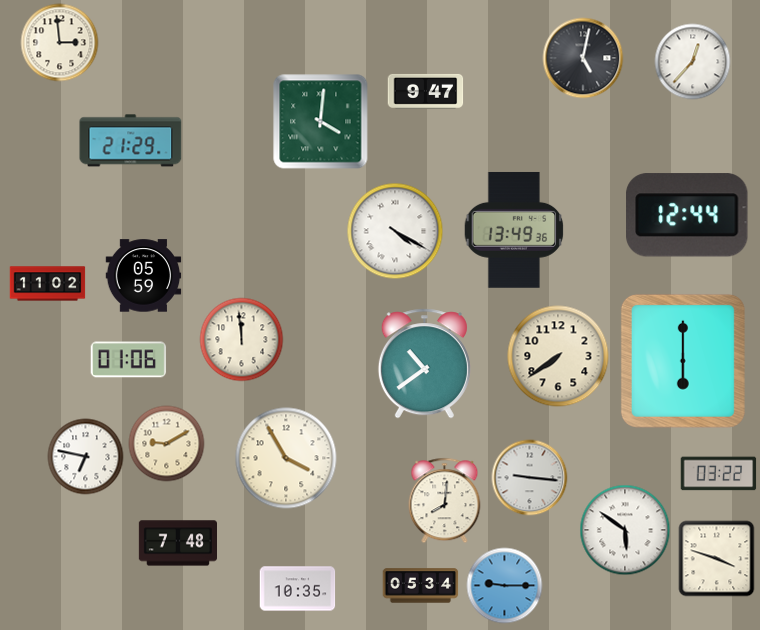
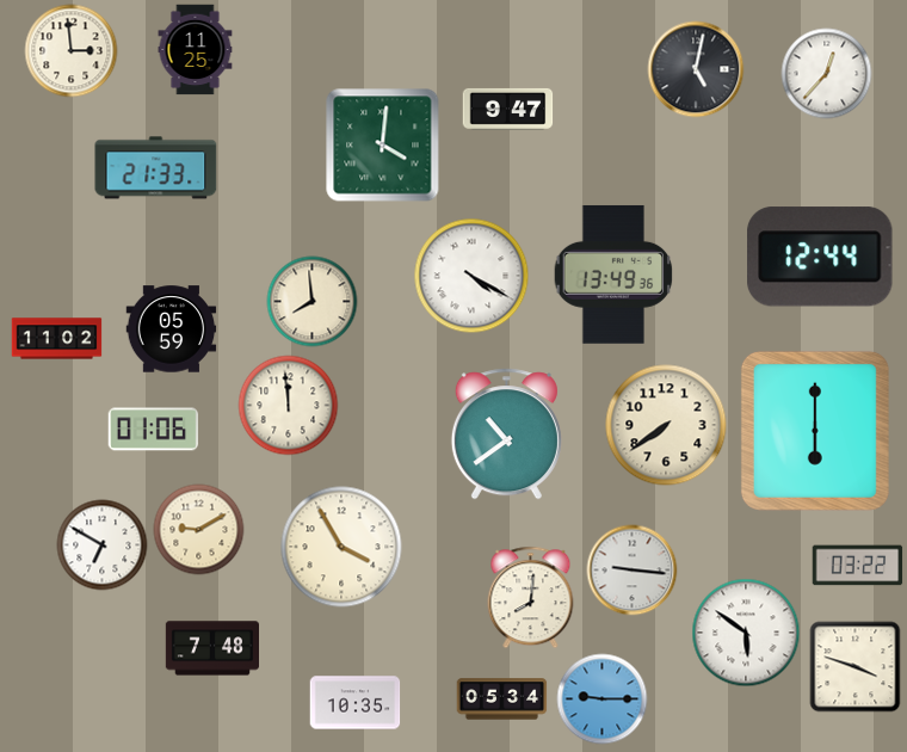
clock at (196, 50): none -> 11:25
clock at (131, 141): 21:29 -> 21:33
clock at (313, 302): none -> 7:59
clock at (86, 457): 6:47 -> 6:50
